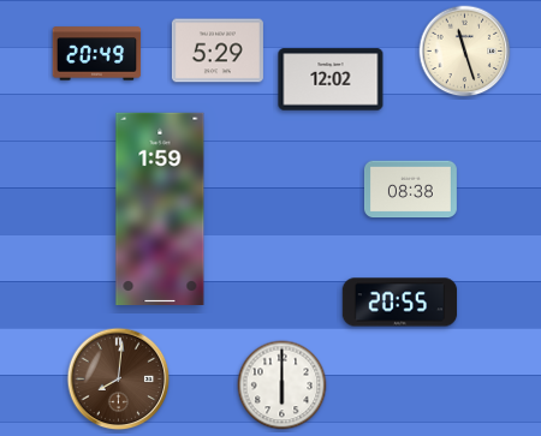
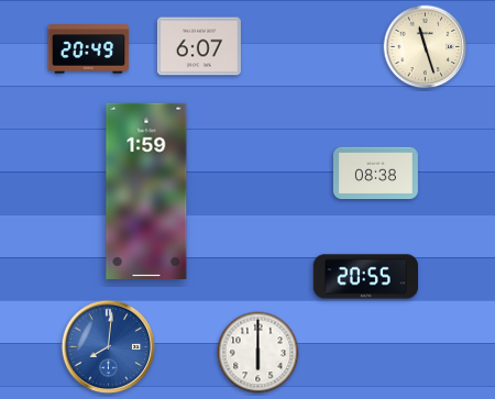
clock at (218, 50): 5:29 -> 6:07
clock at (331, 79): 12:02 -> none
clock at (119, 380) dial: brown -> blue
